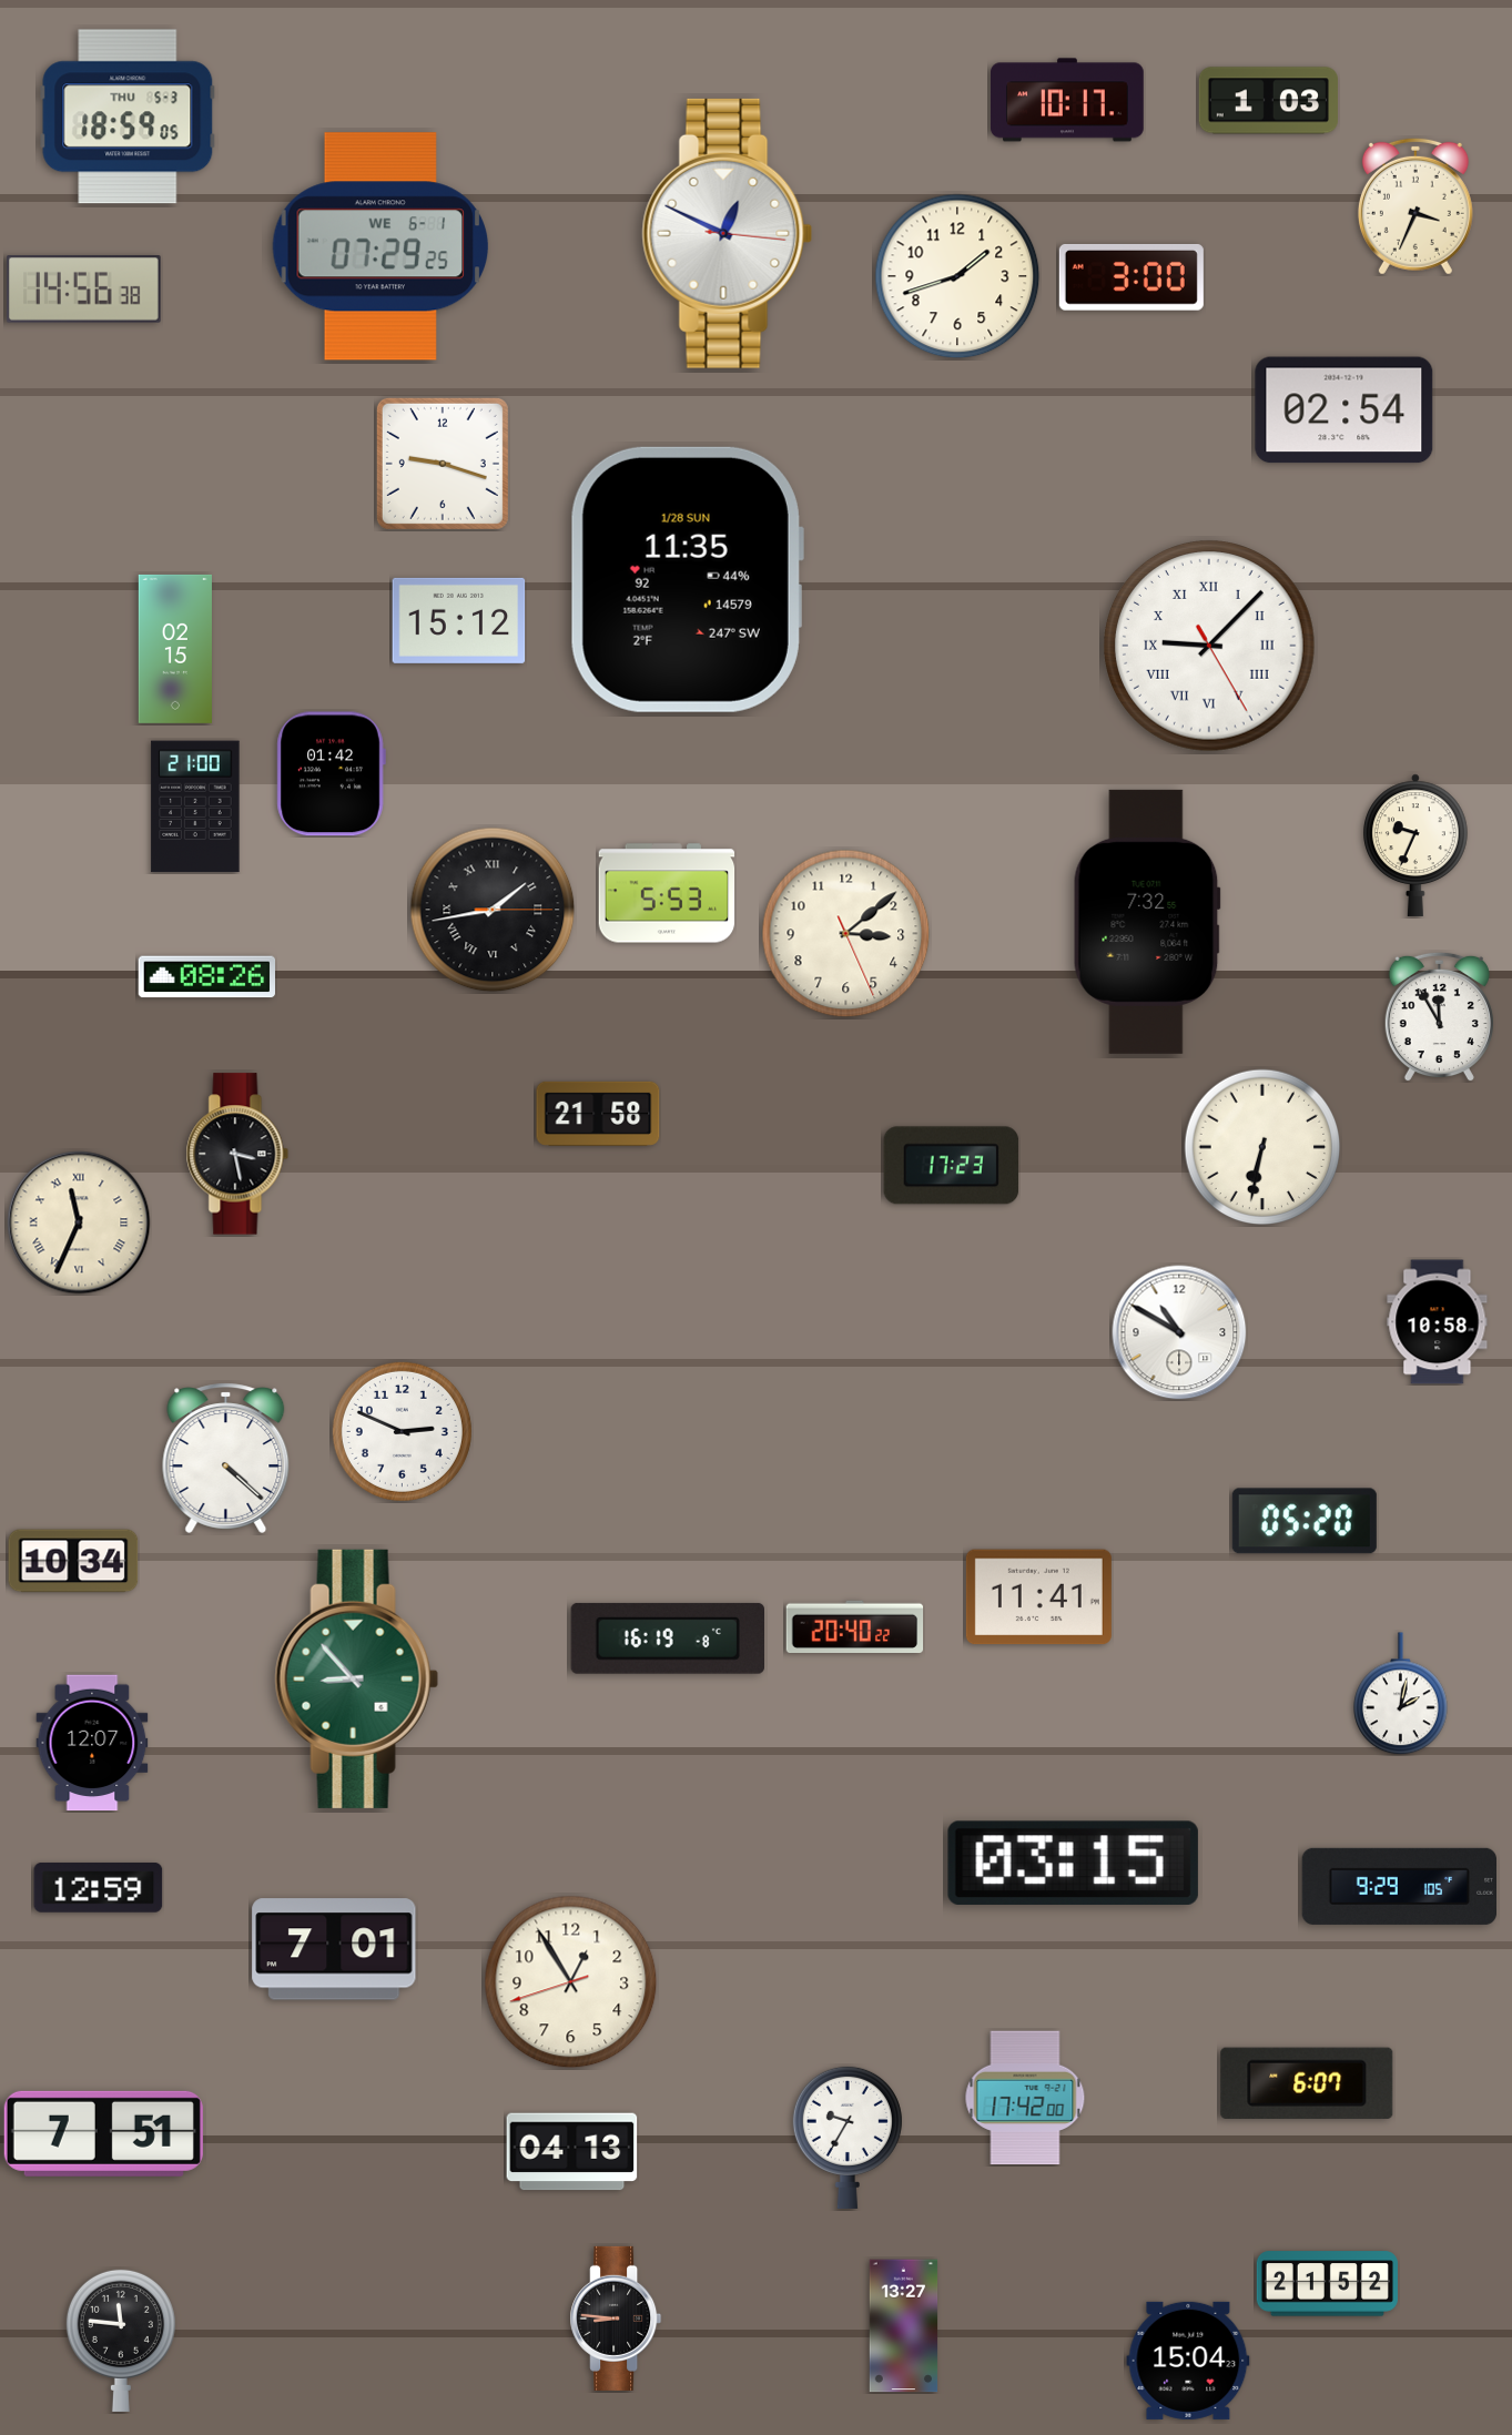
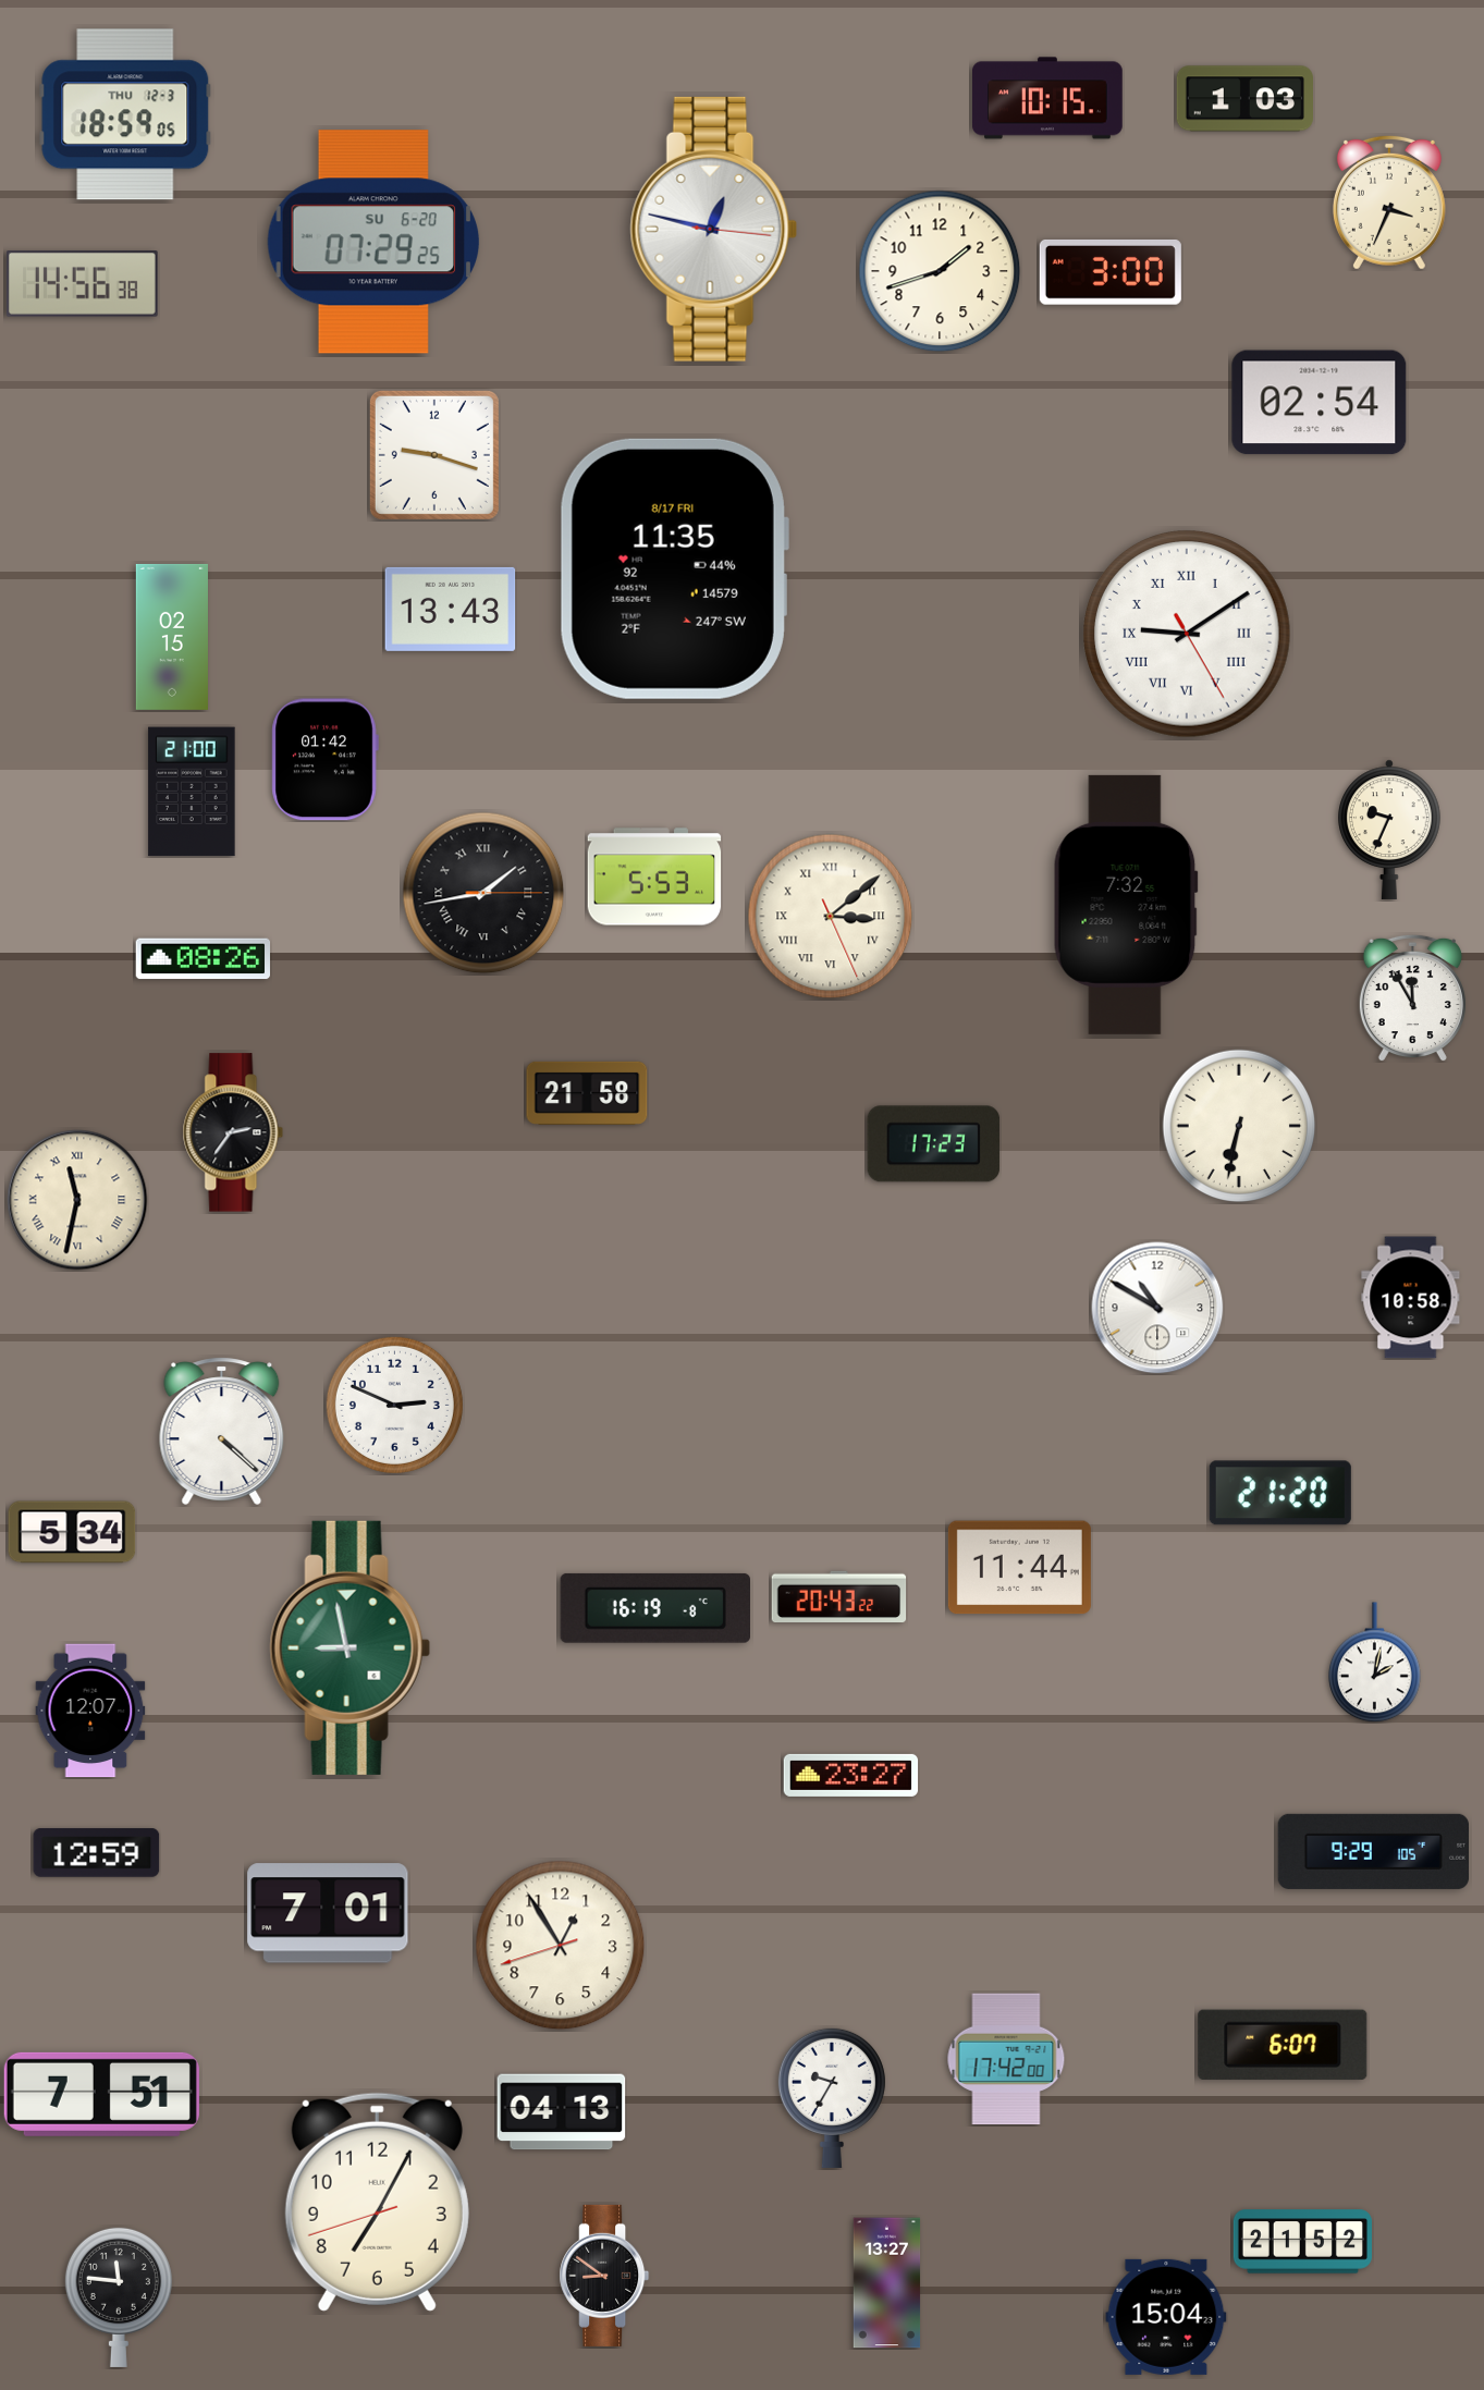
clock at (1068, 100): 10:17 -> 10:15
clock at (128, 116) date: THU 5-3 -> THU 12-3
clock at (728, 233): 12:49 -> 12:47
clock at (380, 246) date: WE 6-1 -> SU 6-20
clock at (687, 579) date: 1/28 SUN -> 8/17 FRI
clock at (459, 620): 15:12 -> 13:43
clock at (1210, 647): 9:07 -> 9:09
clock at (846, 934) numerals: Arabic -> Roman
clock at (237, 1154): 3:28 -> 2:36
clock at (79, 1222): 11:34 -> 11:32
clock at (1305, 1521): 05:20 -> 21:20
clock at (73, 1561): 10:34 -> 5:34
clock at (1038, 1597): 11:41 -> 11:44
clock at (855, 1626): 20:40 -> 20:43
clock at (356, 1678): 8:53 -> 8:58
clock at (851, 1775): none -> 23:27
clock at (1073, 1863): 03:15 -> none
clock at (377, 2202): none -> 7:04
clock at (616, 2319): 8:46 -> 8:51
